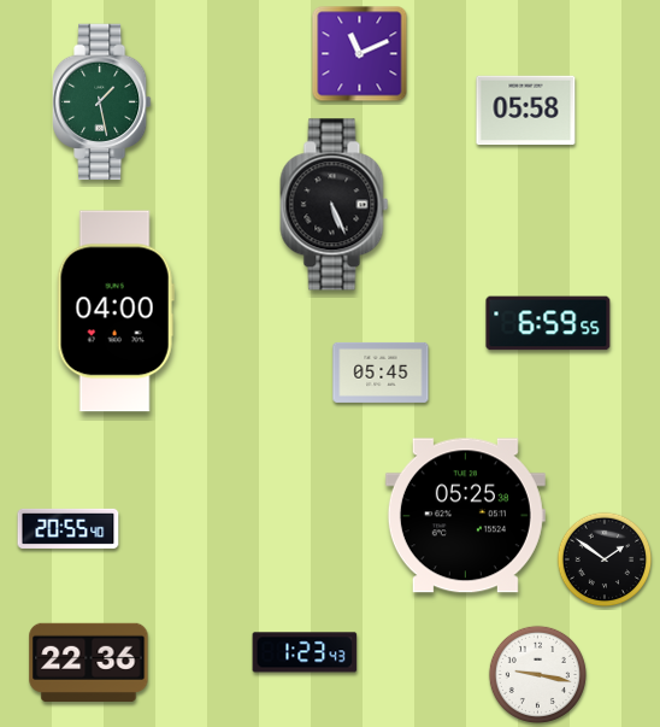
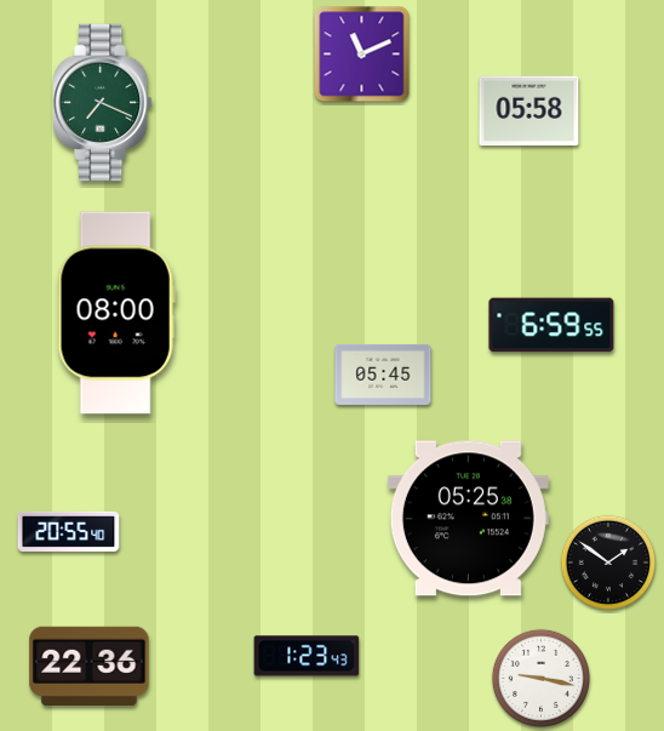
clock at (102, 102): 1:28 -> 7:19
clock at (335, 205): 5:26 -> none
clock at (116, 311): 04:00 -> 08:00
